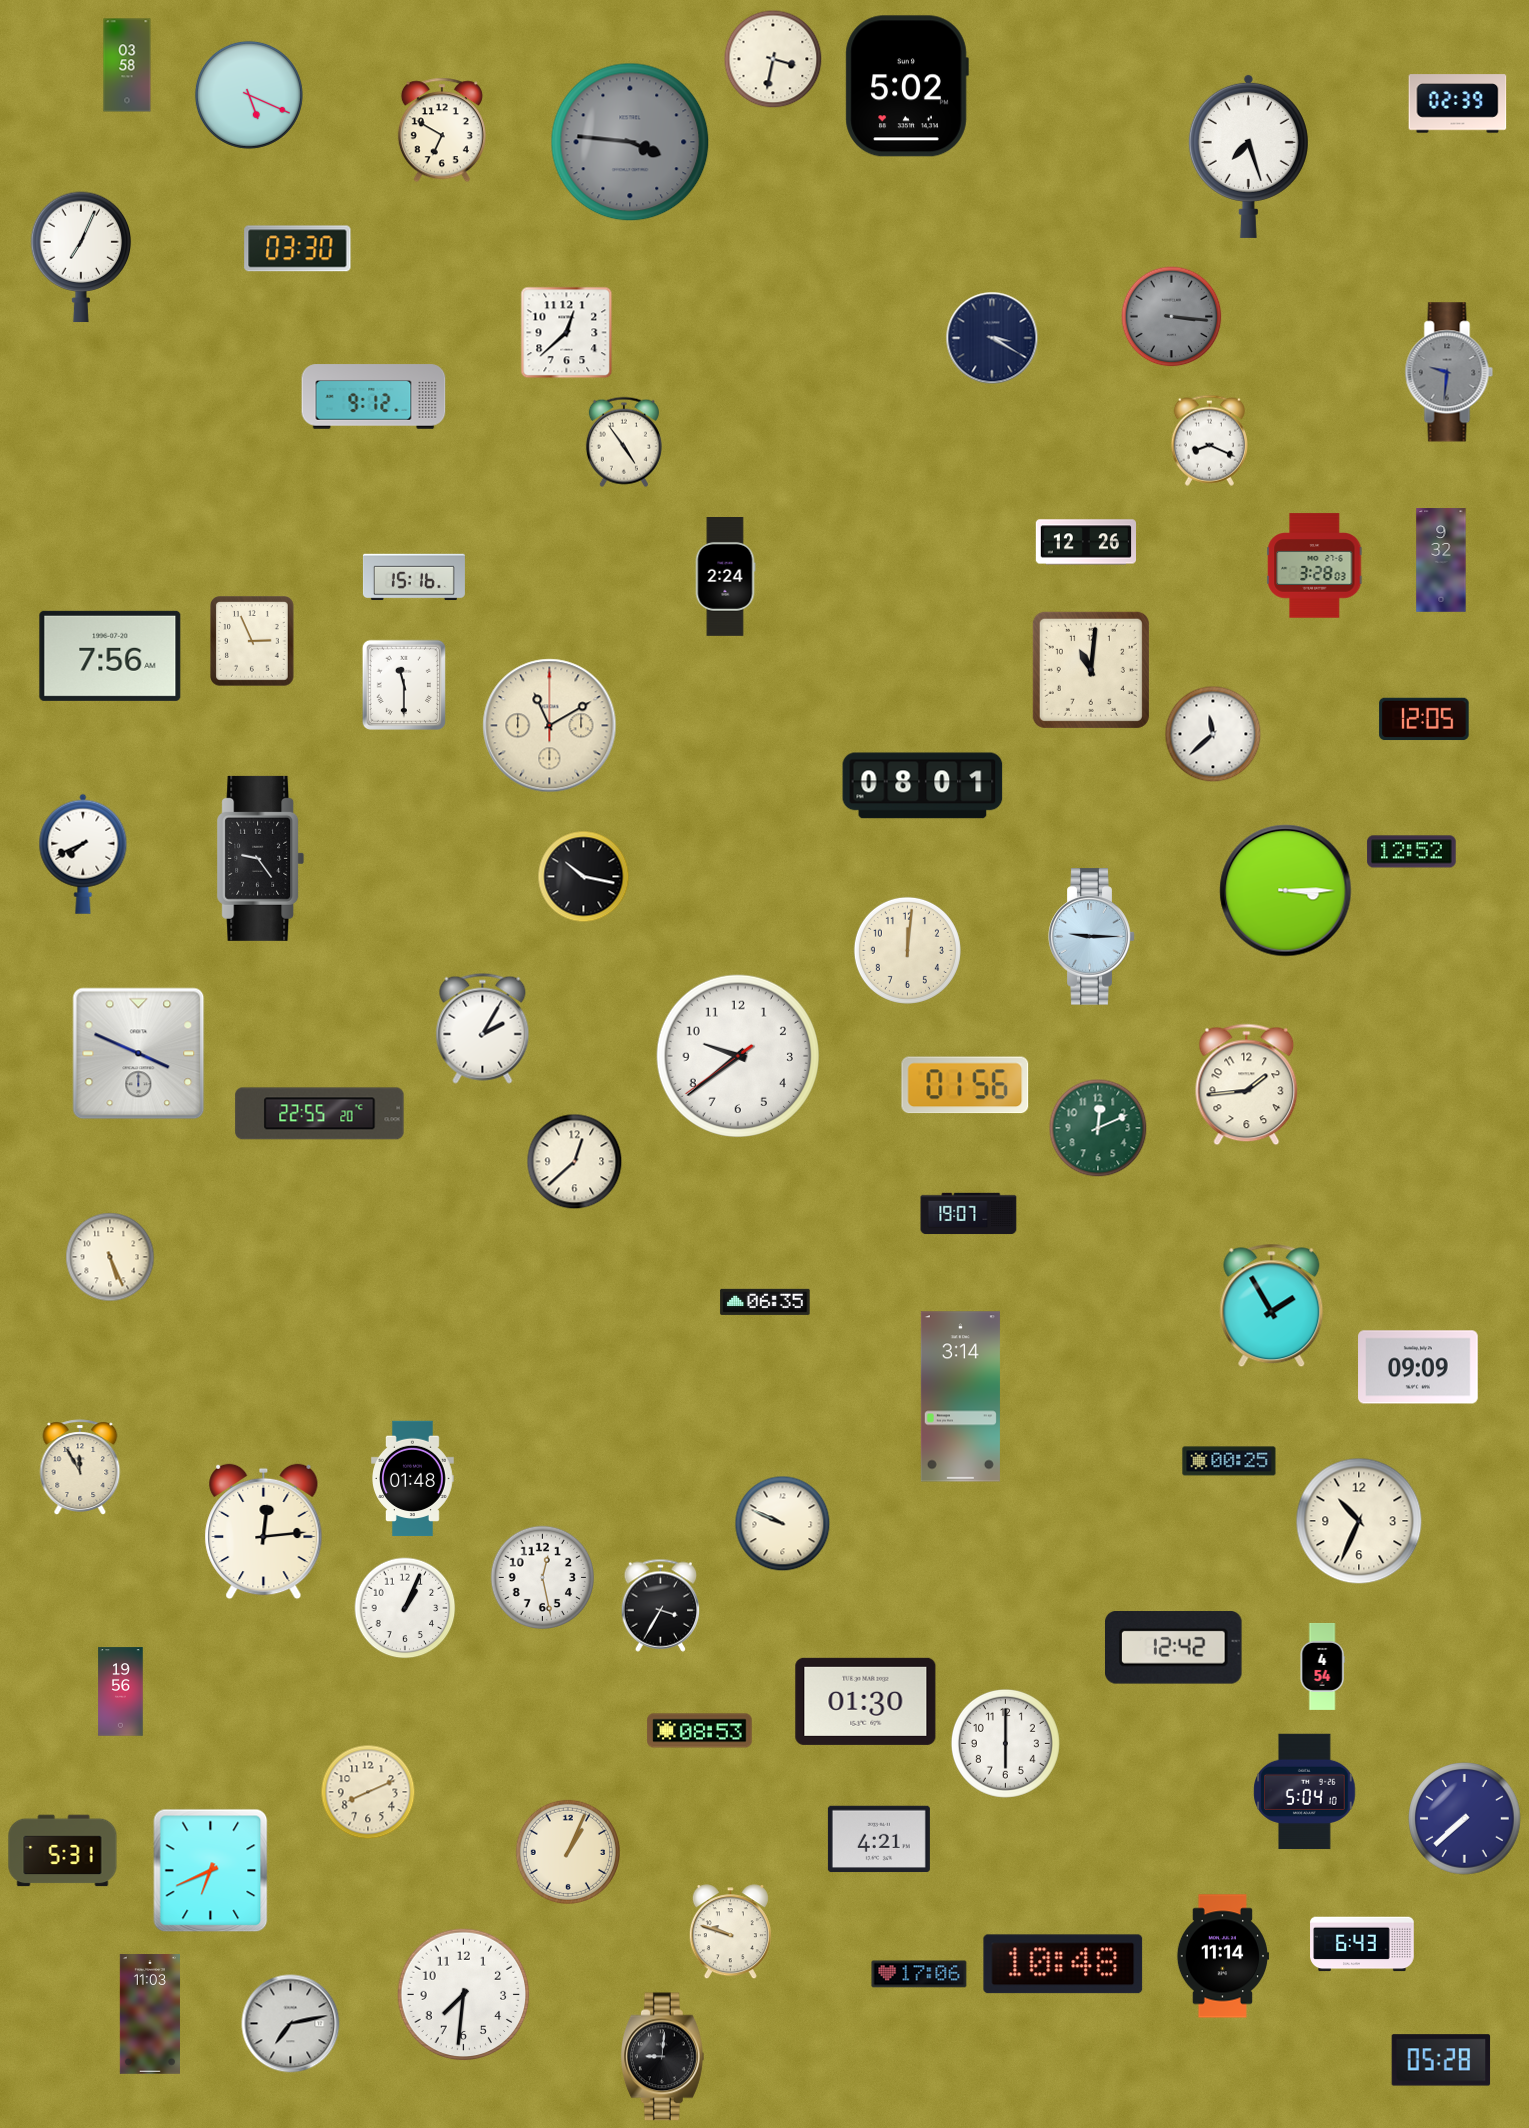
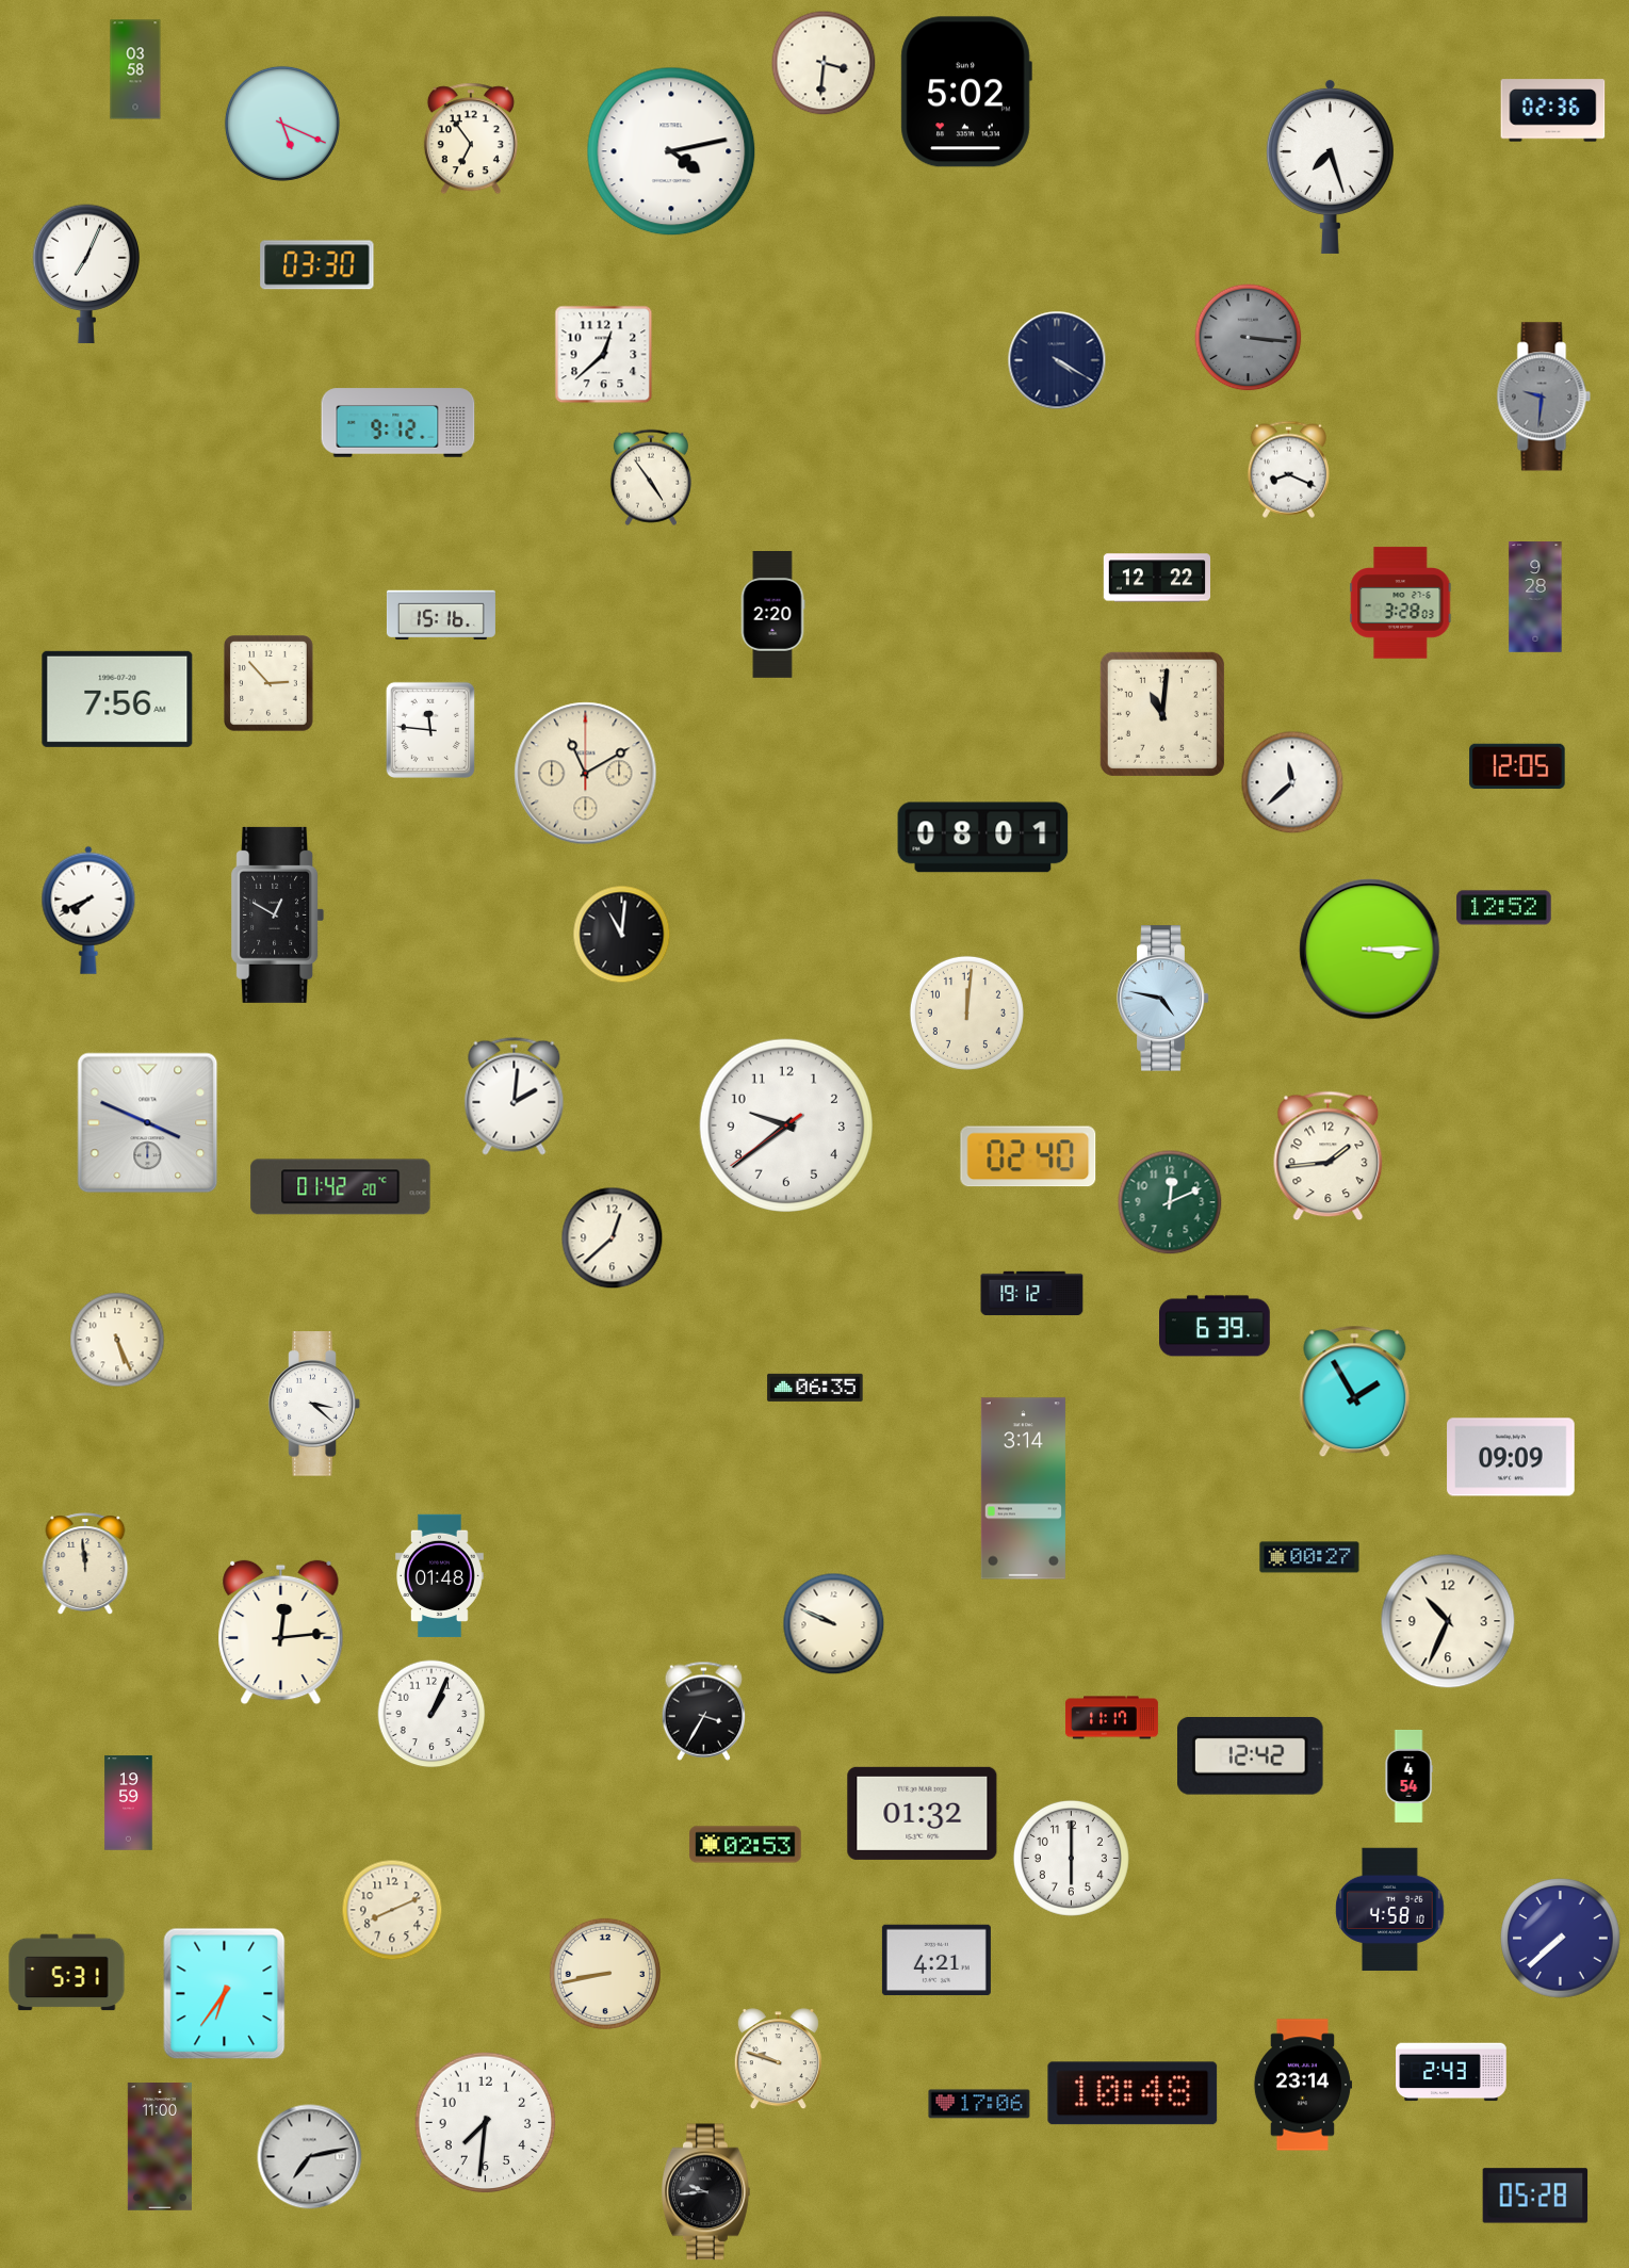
clock at (773, 59): 3:32 -> 3:31
clock at (249, 95) position: (249, 95) -> (282, 124)
clock at (1458, 104): 02:39 -> 02:36
clock at (442, 130): 6:50 -> 6:54
clock at (630, 142): 3:46 -> 4:13
clock at (630, 142) dial: grey -> white
clock at (992, 338): 3:20 -> 4:20
clock at (624, 442) position: (624, 442) -> (651, 477)
clock at (1086, 542): 12:26 -> 12:22
clock at (1441, 560): 9:32 -> 9:28
clock at (725, 577): 2:24 -> 2:20
clock at (253, 641): 2:56 -> 2:53
clock at (404, 685): 11:30 -> 11:46
clock at (261, 858): 9:24 -> 12:50
clock at (584, 877): 10:17 -> 11:01
clock at (1092, 937): 9:15 -> 4:47
clock at (483, 1028): 2:05 -> 2:01
clock at (965, 1085): 01:56 -> 02:40
clock at (320, 1114): 22:55 -> 01:42
clock at (969, 1214): 19:07 -> 19:12
clock at (1215, 1326): none -> 6:39
clock at (314, 1404): none -> 3:22
clock at (1229, 1461): 00:25 -> 00:27
clock at (80, 1467): 11:55 -> 11:59
clock at (543, 1578): 12:28 -> none
clock at (1111, 1718): none -> 11:17
clock at (121, 1692): 19:56 -> 19:59
clock at (866, 1701): 01:30 -> 01:32
clock at (700, 1731): 08:53 -> 02:53
clock at (1305, 1792): 5:04 -> 4:58
clock at (567, 1851): 1:04 -> 8:43
clock at (211, 1871): 6:41 -> 6:36
clock at (1362, 1944): 6:43 -> 2:43
clock at (1222, 1956): 11:14 -> 23:14
clock at (464, 1995) position: (464, 1995) -> (486, 2123)
clock at (150, 2014): 11:03 -> 11:00
clock at (662, 2057): 9:01 -> 9:44
